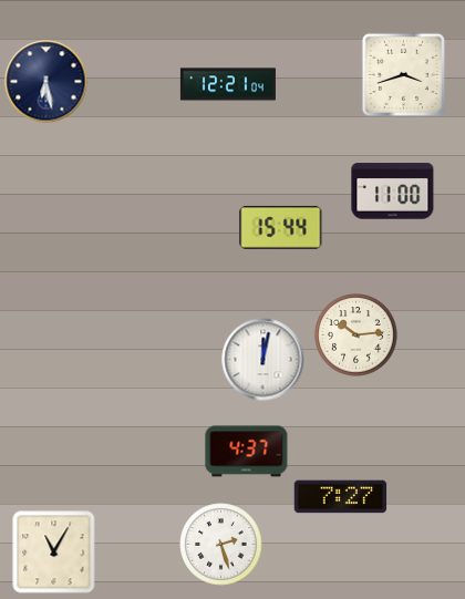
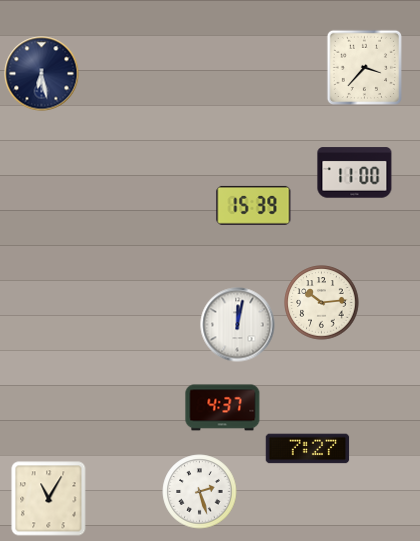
clock at (403, 74): 3:42 -> 3:37
clock at (228, 84): 12:21 -> none
clock at (281, 227): 15:44 -> 15:39
